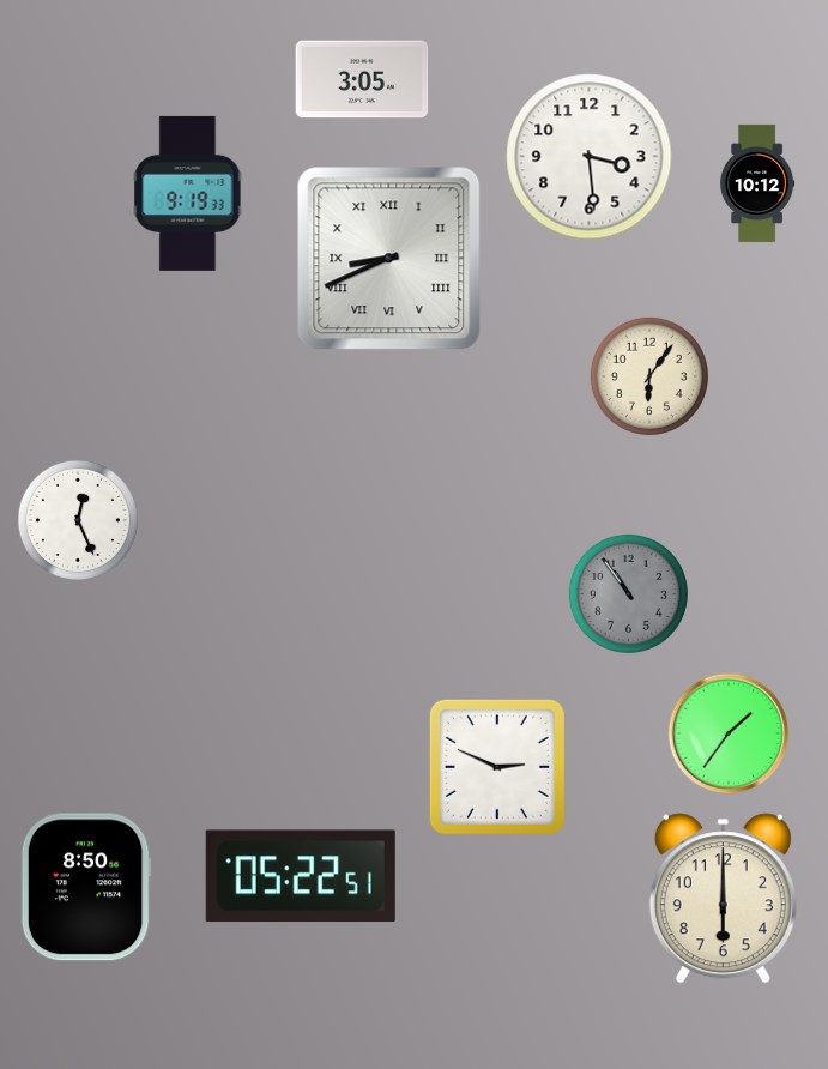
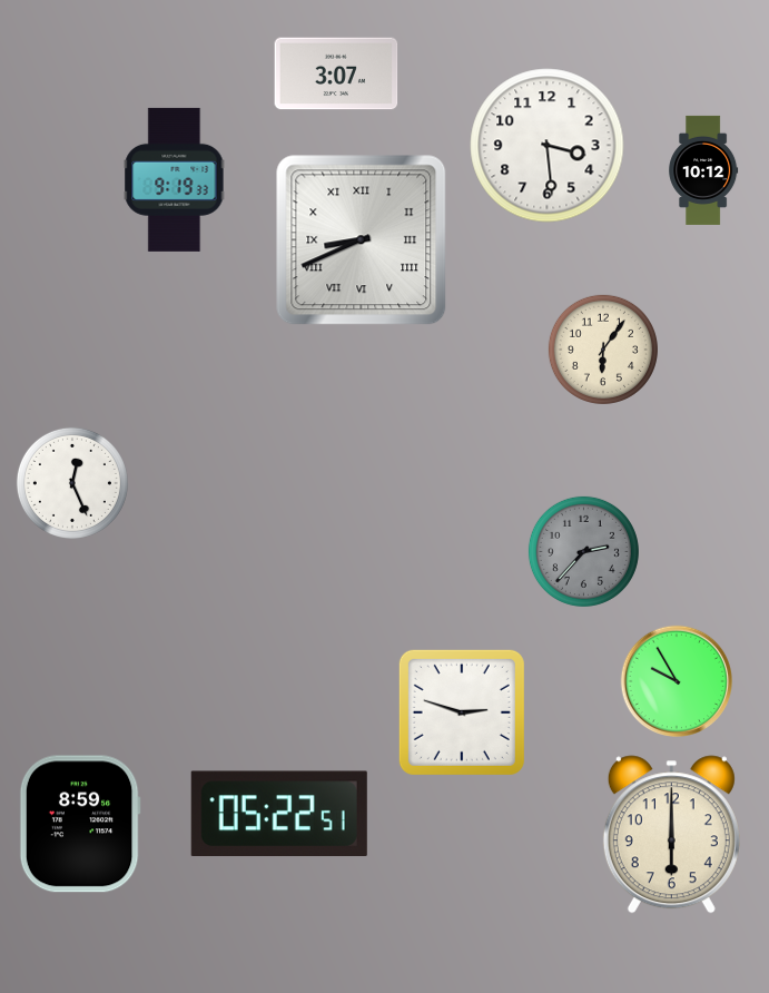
clock at (362, 79): 3:05 -> 3:07
clock at (628, 593): 10:54 -> 2:37
clock at (729, 733): 1:36 -> 9:55
clock at (497, 767): 2:49 -> 2:48
clock at (86, 887): 8:50 -> 8:59
